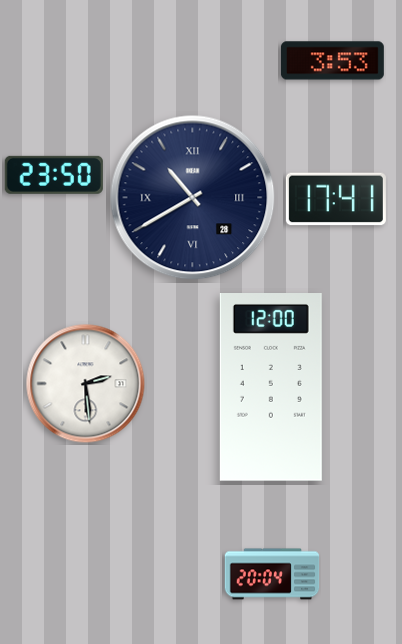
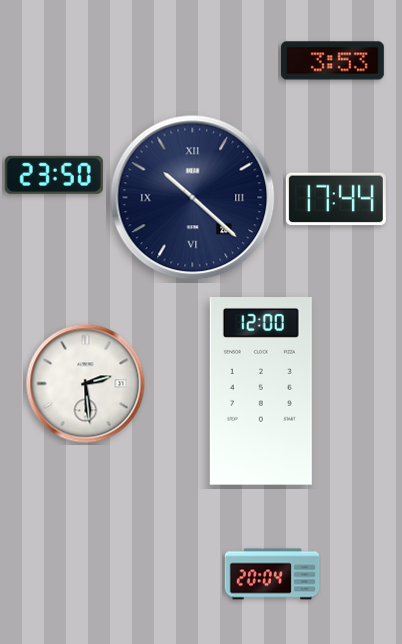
clock at (193, 198): 10:40 -> 10:22
clock at (336, 199): 17:41 -> 17:44
clock at (271, 388) position: (271, 388) -> (261, 392)
